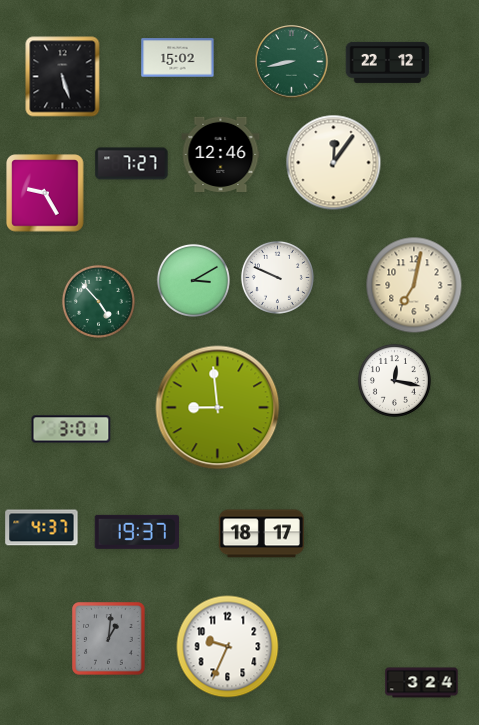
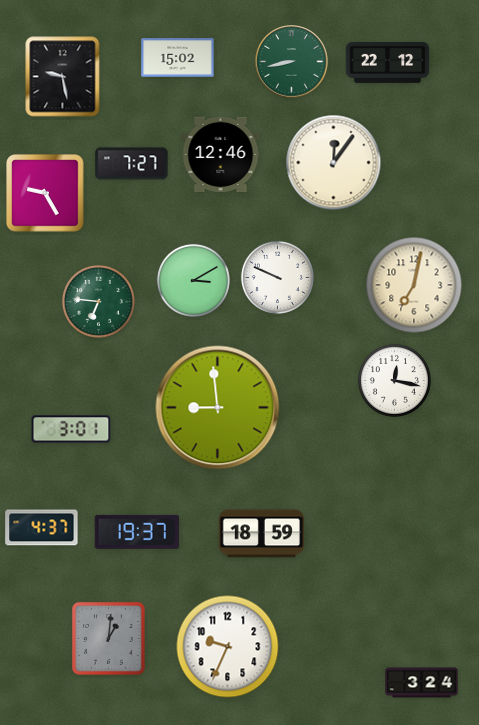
clock at (63, 77): 5:27 -> 9:28
clock at (98, 301): 4:53 -> 6:46
clock at (261, 534): 18:17 -> 18:59
